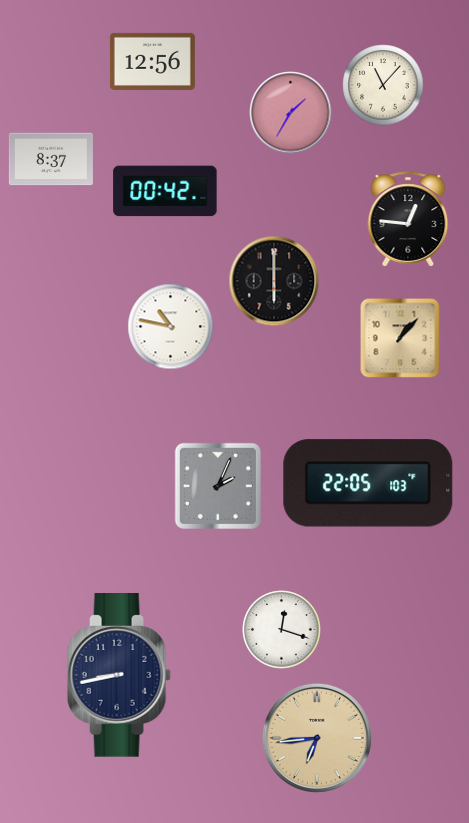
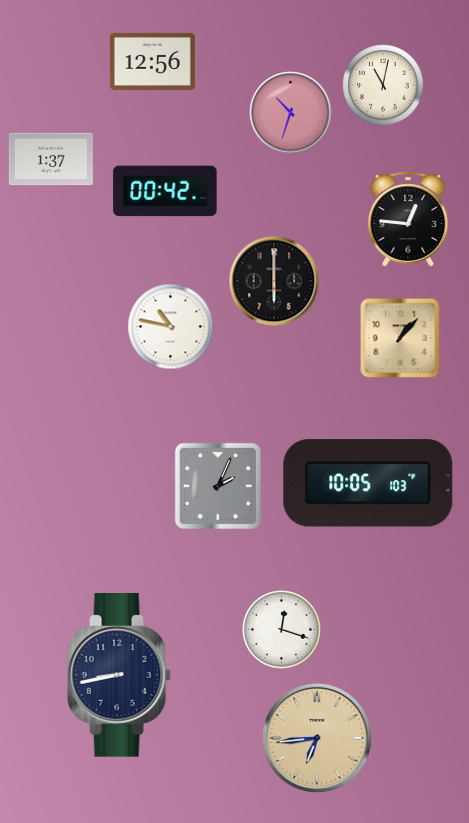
clock at (383, 85): 11:07 -> 11:02
clock at (291, 113): 1:35 -> 10:33
clock at (51, 159): 8:37 -> 1:37
clock at (368, 483): 22:05 -> 10:05
